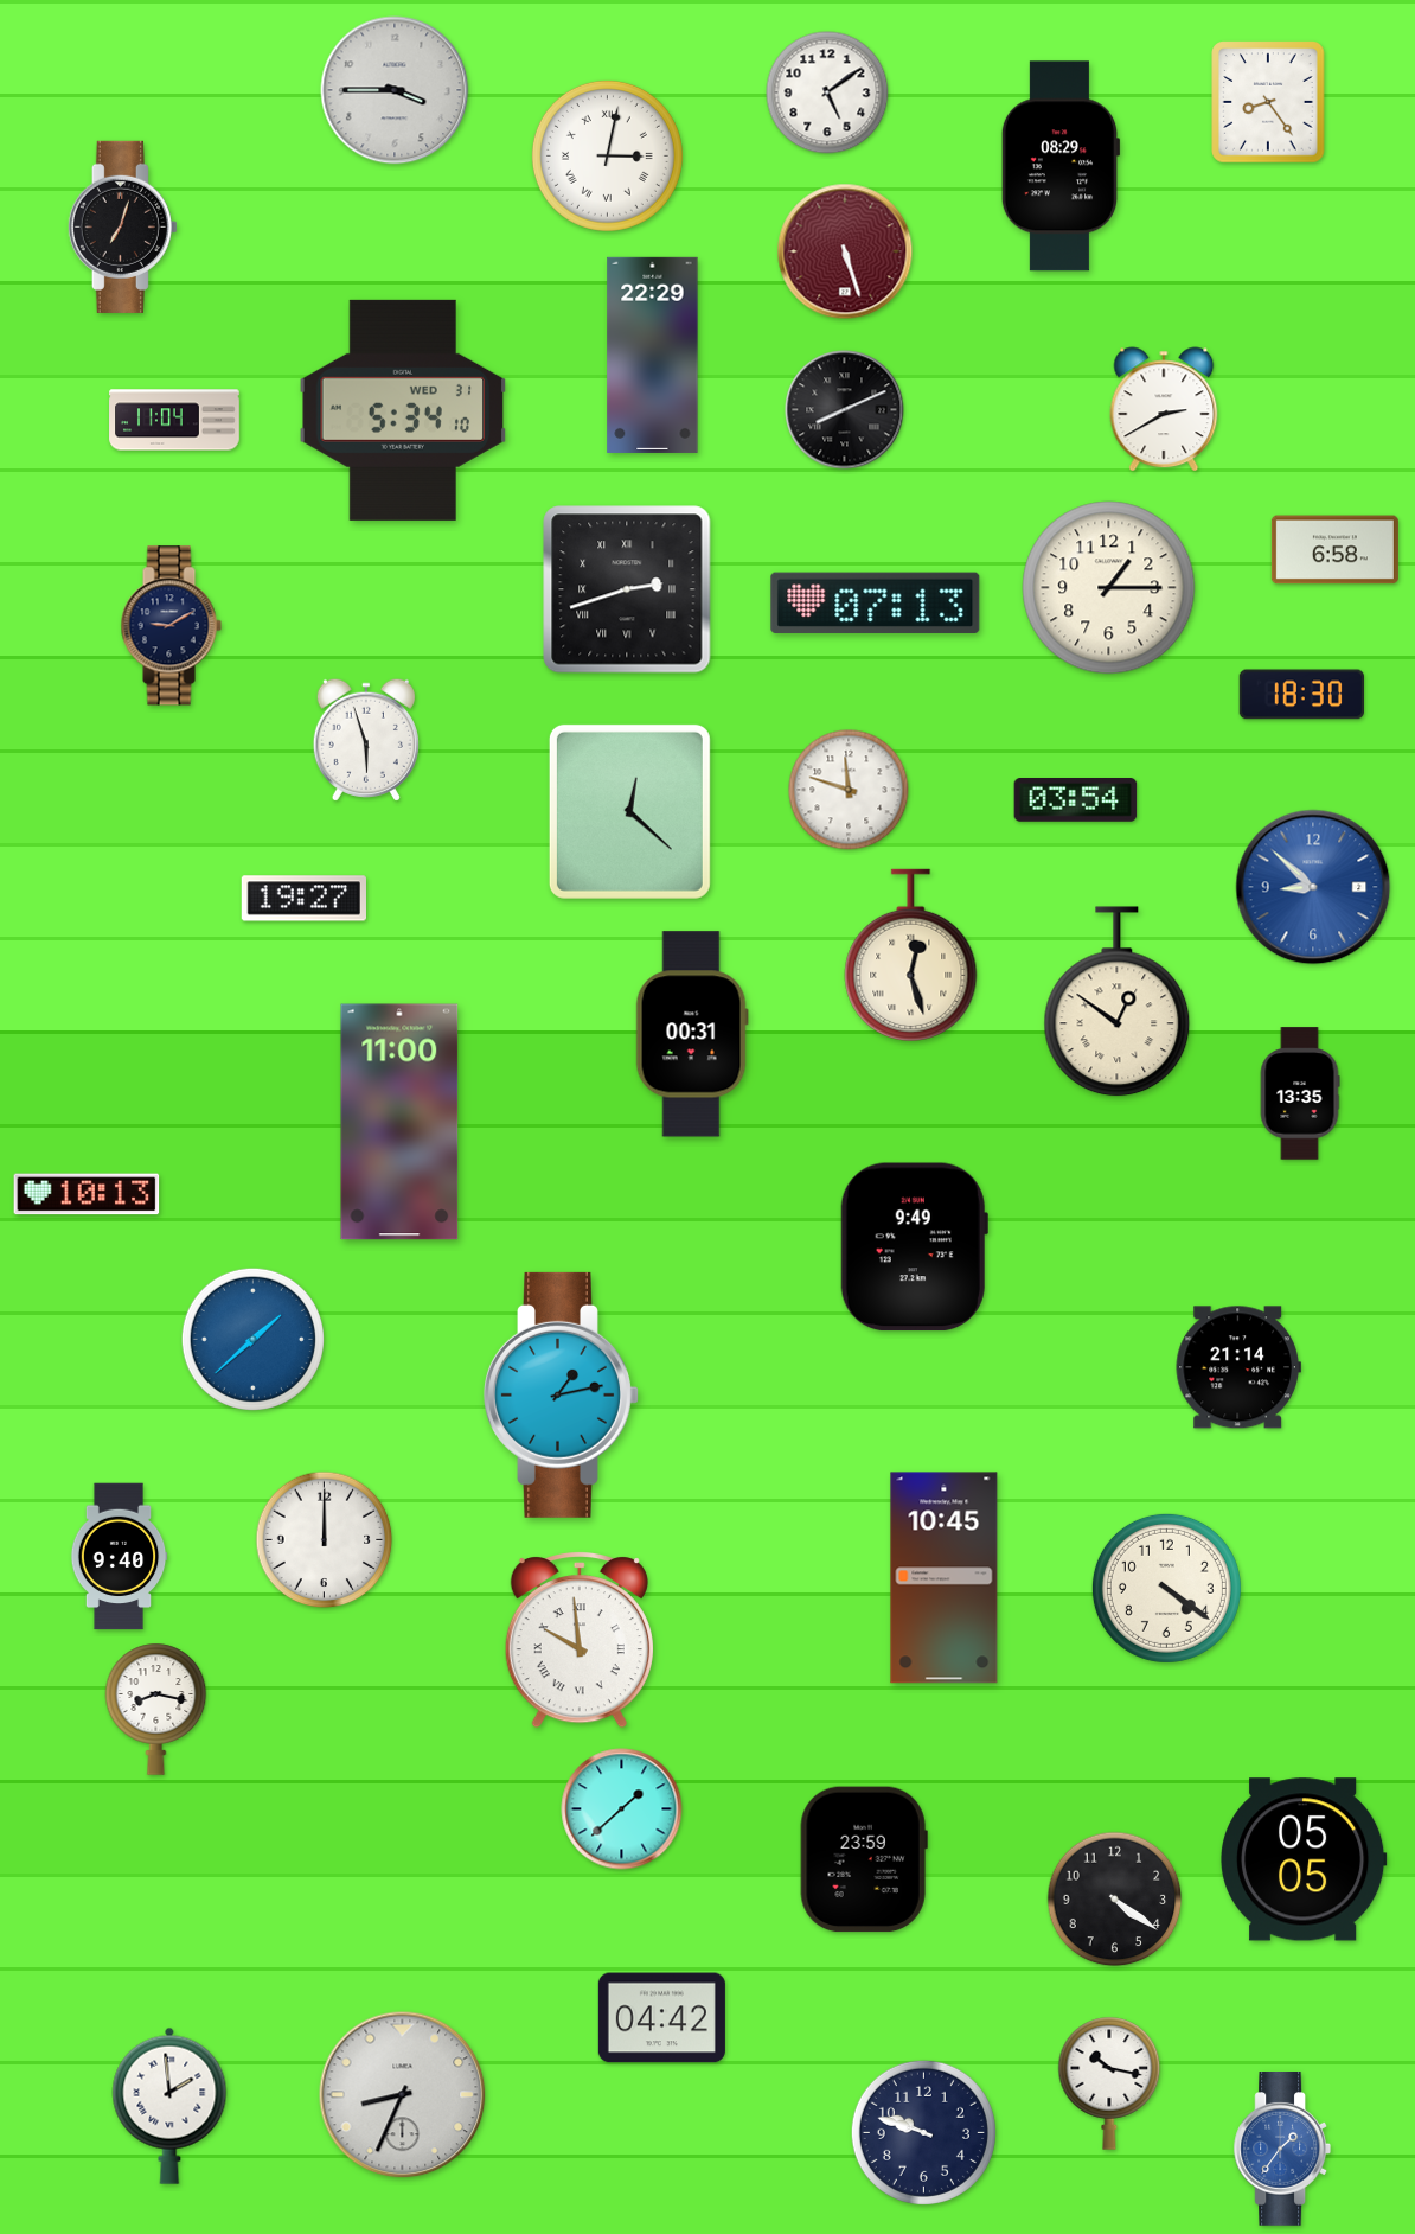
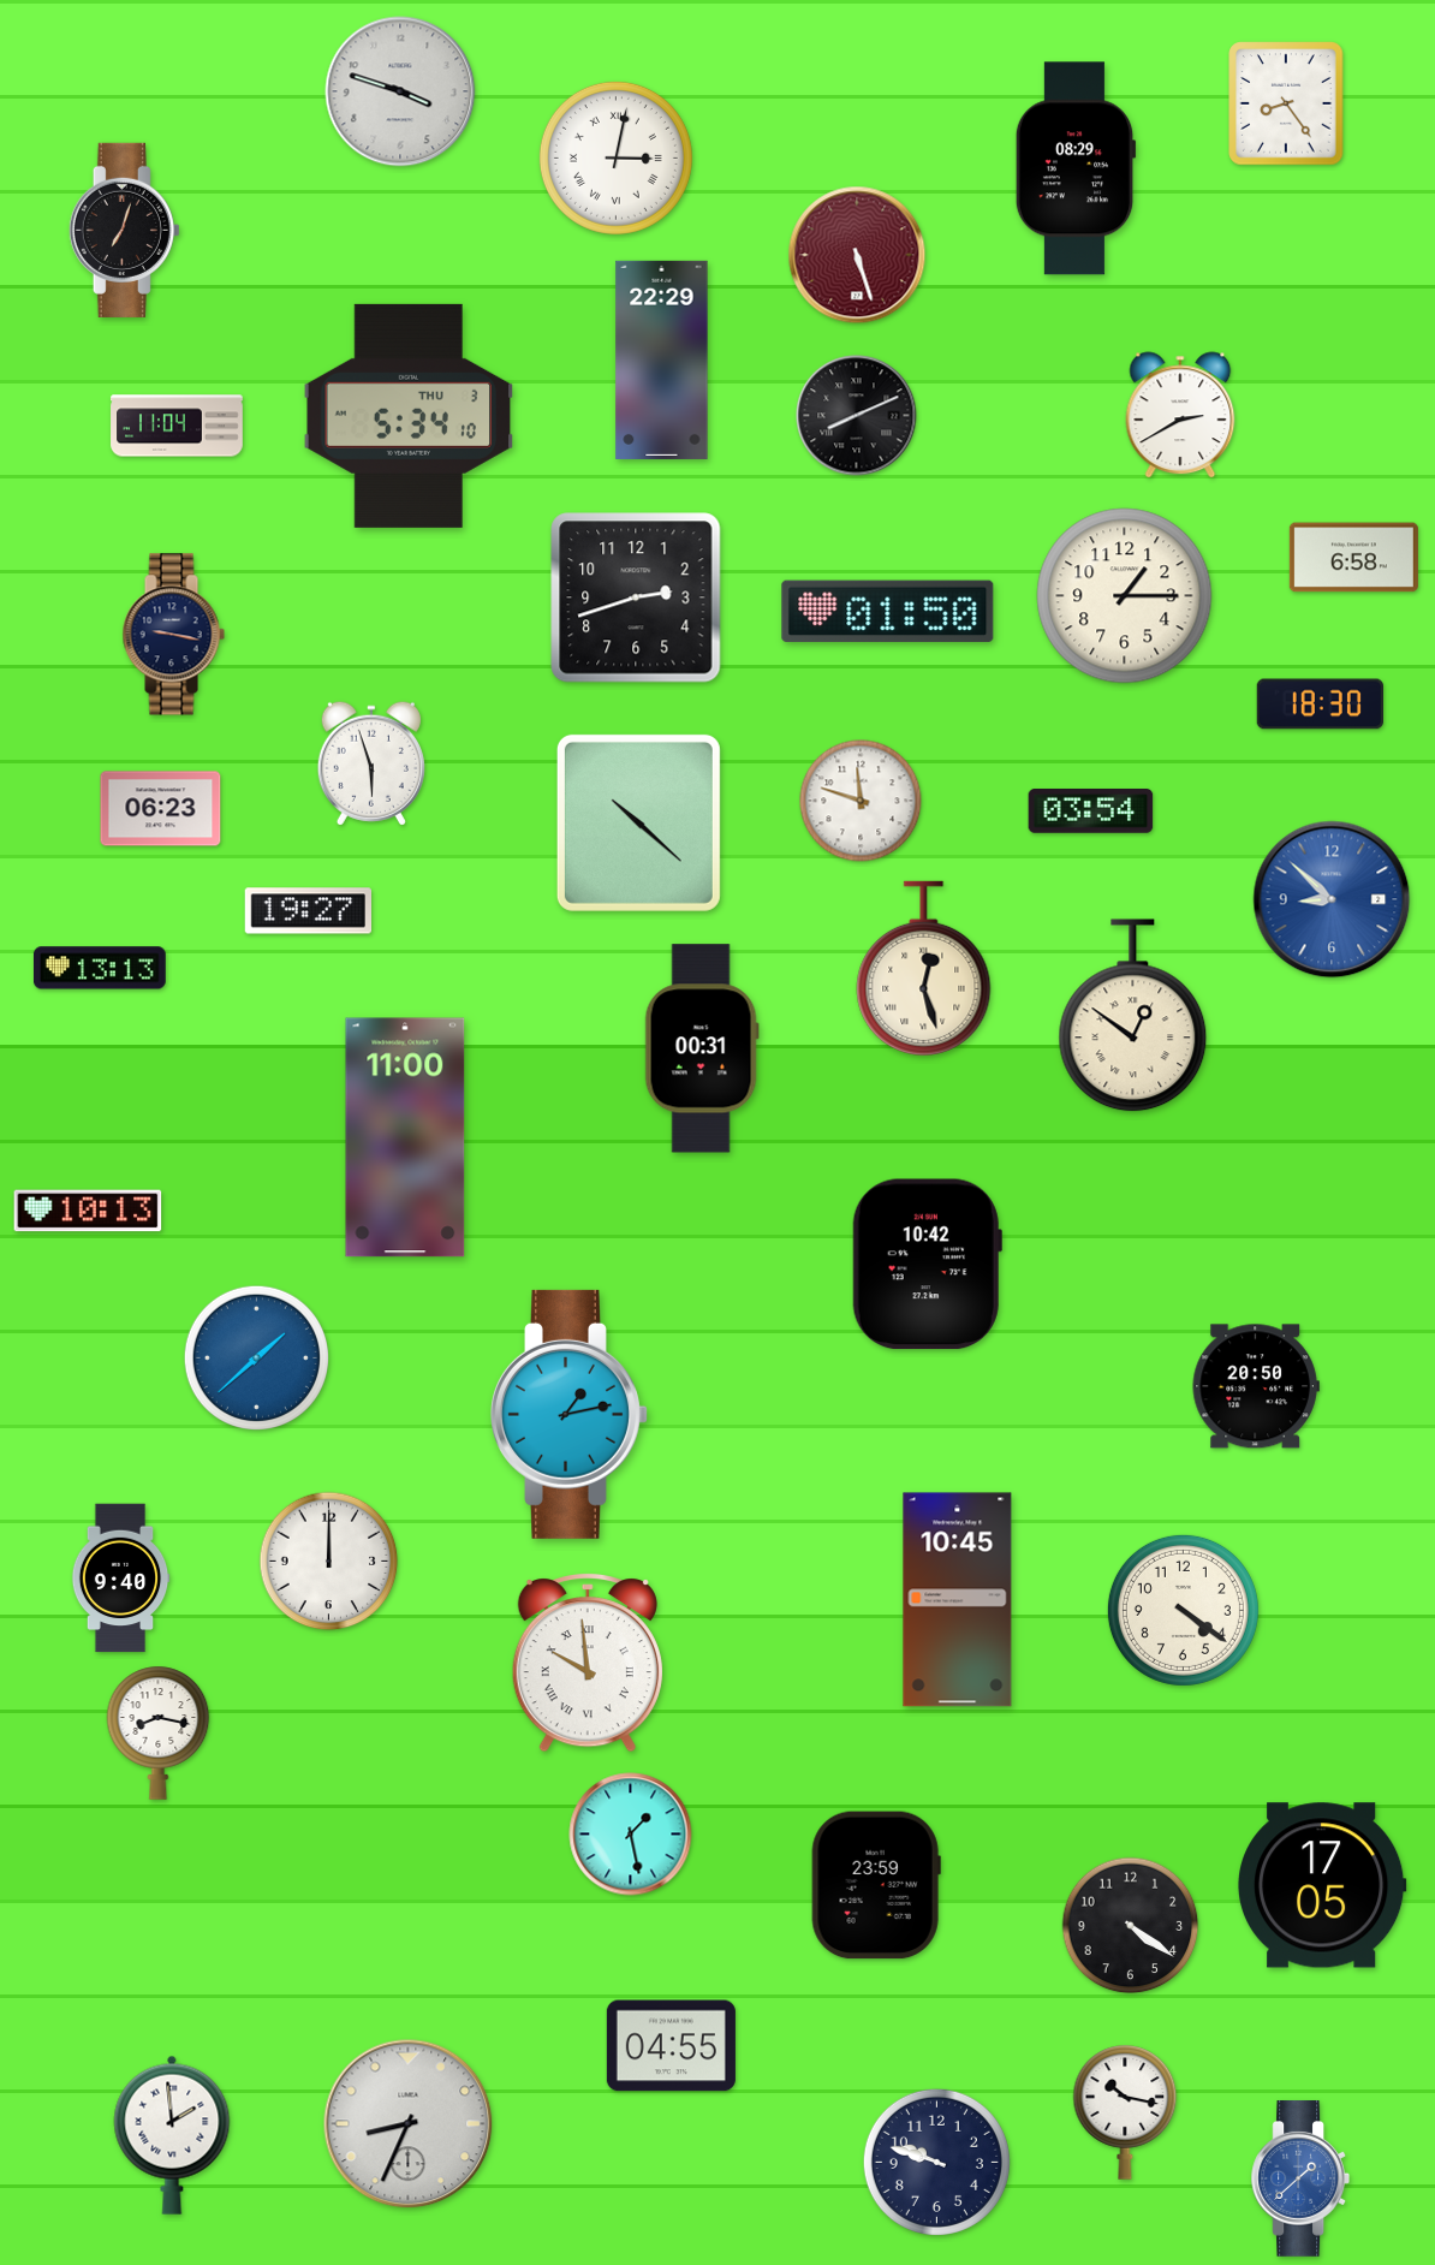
clock at (395, 90): 3:45 -> 3:48
clock at (827, 92): 5:09 -> none
clock at (403, 410) date: WED 31 -> THU 3
clock at (627, 589) numerals: Roman -> Arabic
clock at (876, 602): 07:13 -> 01:50
clock at (171, 626): 9:10 -> 9:17
clock at (366, 740) position: (366, 740) -> (371, 763)
clock at (161, 809): none -> 06:23
clock at (629, 811): 12:22 -> 10:22
clock at (100, 968): none -> 13:13
clock at (1300, 1093): 13:35 -> none
clock at (914, 1247): 9:49 -> 10:42
clock at (1238, 1367): 21:14 -> 20:50
clock at (622, 1809): 1:38 -> 1:28
clock at (1304, 1859): 05:05 -> 17:05
clock at (661, 2018): 04:42 -> 04:55
clock at (1281, 2150): 1:36 -> 1:38
